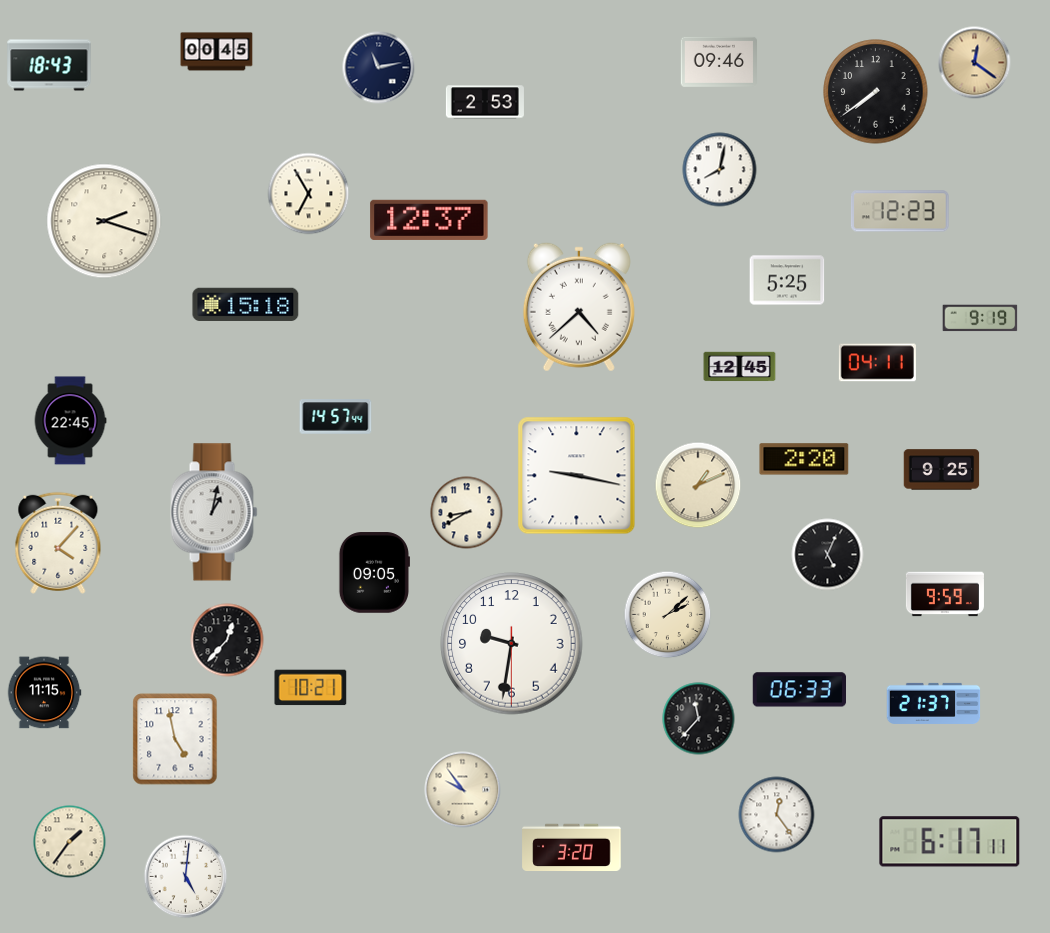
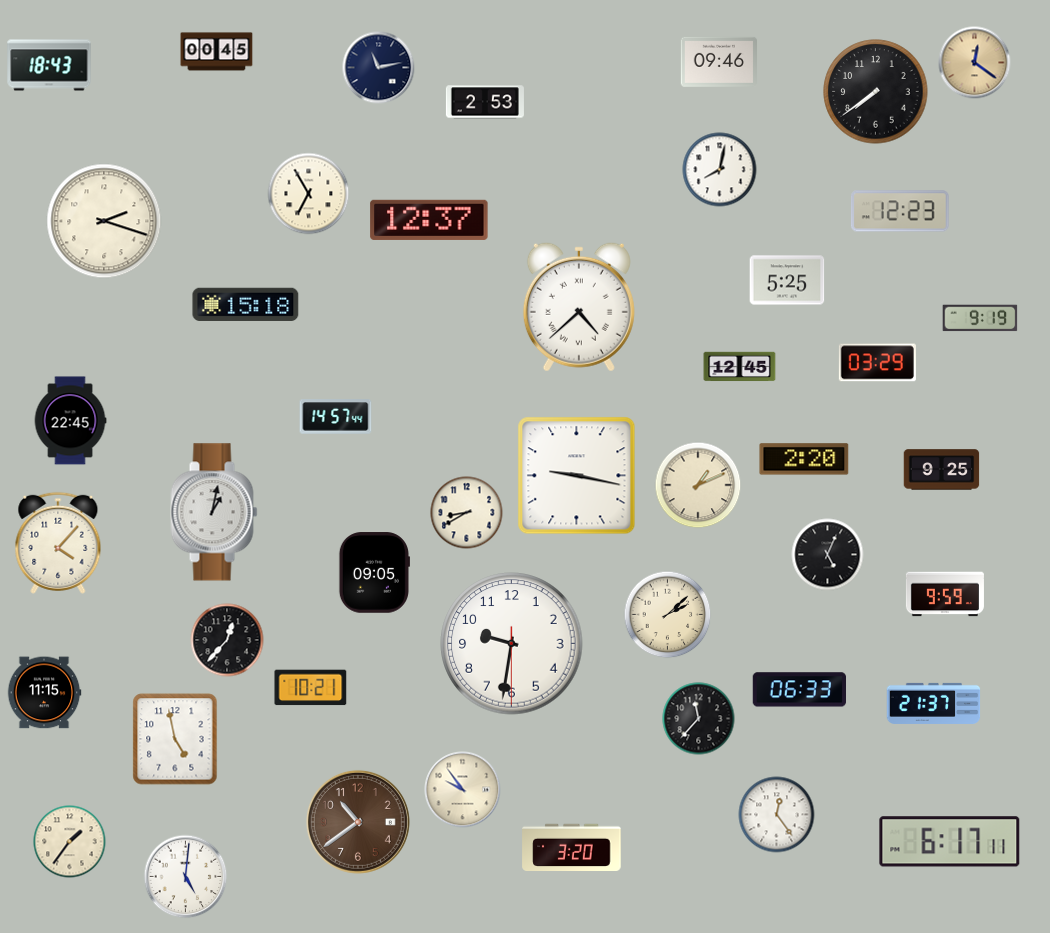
clock at (877, 363): 04:11 -> 03:29
clock at (358, 822): none -> 10:39
